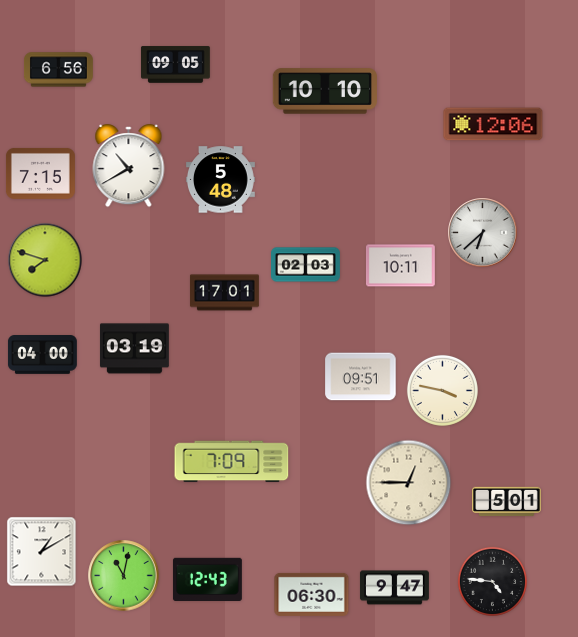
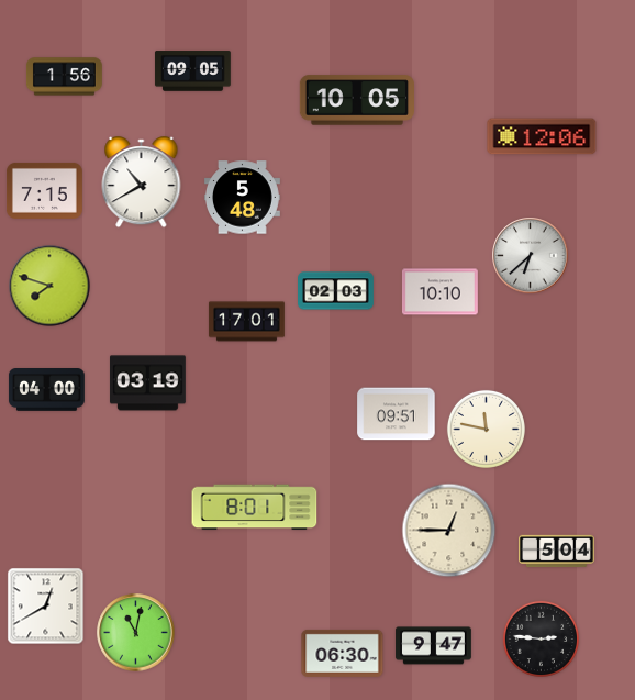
clock at (58, 70): 6:56 -> 1:56
clock at (324, 91): 10:10 -> 10:05
clock at (400, 266): 10:11 -> 10:10
clock at (442, 390): 3:47 -> 11:47
clock at (232, 462): 7:09 -> 8:01
clock at (507, 502): 5:01 -> 5:04
clock at (42, 552): 1:10 -> 12:40
clock at (207, 579): 12:43 -> none
clock at (492, 581): 4:46 -> 2:46
